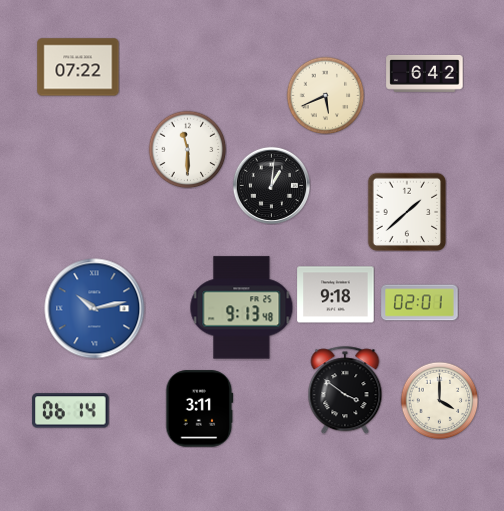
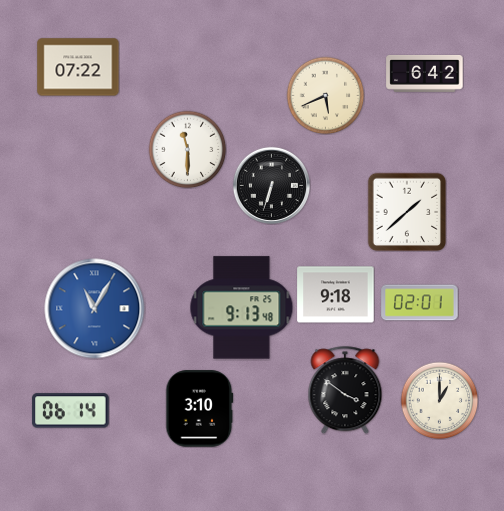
clock at (271, 185): 1:01 -> 6:33
clock at (95, 309): 10:13 -> 11:05
clock at (439, 400): 4:00 -> 1:00
clock at (200, 409): 3:11 -> 3:10
